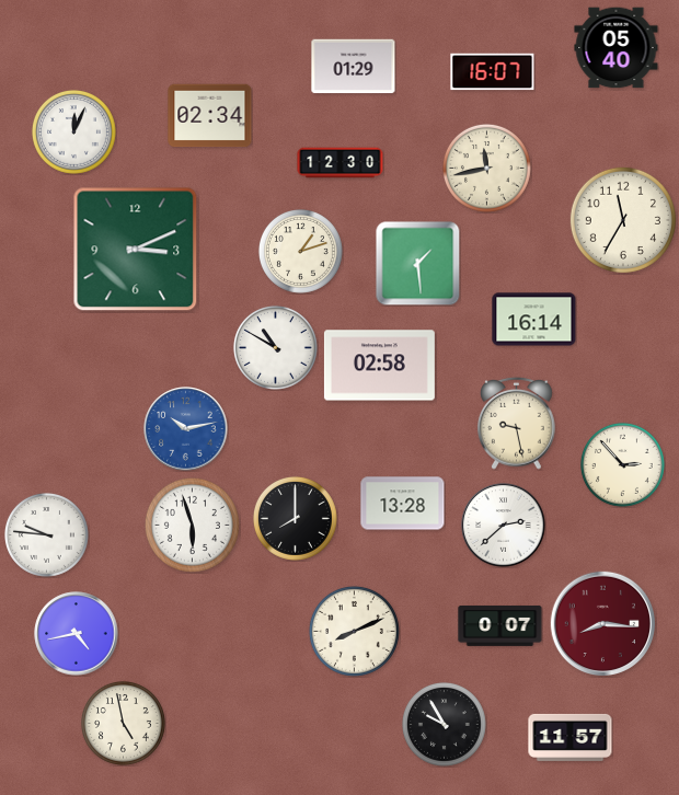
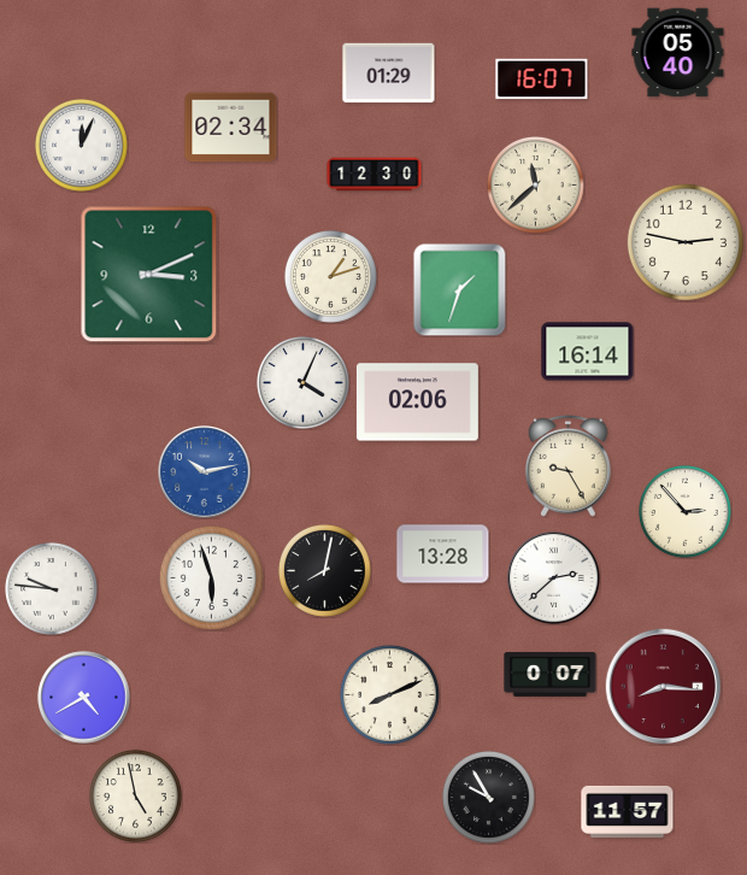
clock at (341, 163) position: (341, 163) -> (375, 175)
clock at (486, 168): 11:43 -> 11:38
clock at (623, 220): 11:35 -> 2:47
clock at (417, 264): 1:29 -> 1:33
clock at (275, 347): 10:50 -> 4:04
clock at (379, 366): 02:58 -> 02:06
clock at (517, 423): 9:28 -> 9:25
clock at (295, 518): 8:00 -> 8:02
clock at (500, 625) position: (500, 625) -> (551, 674)
clock at (77, 634): 4:43 -> 4:40
